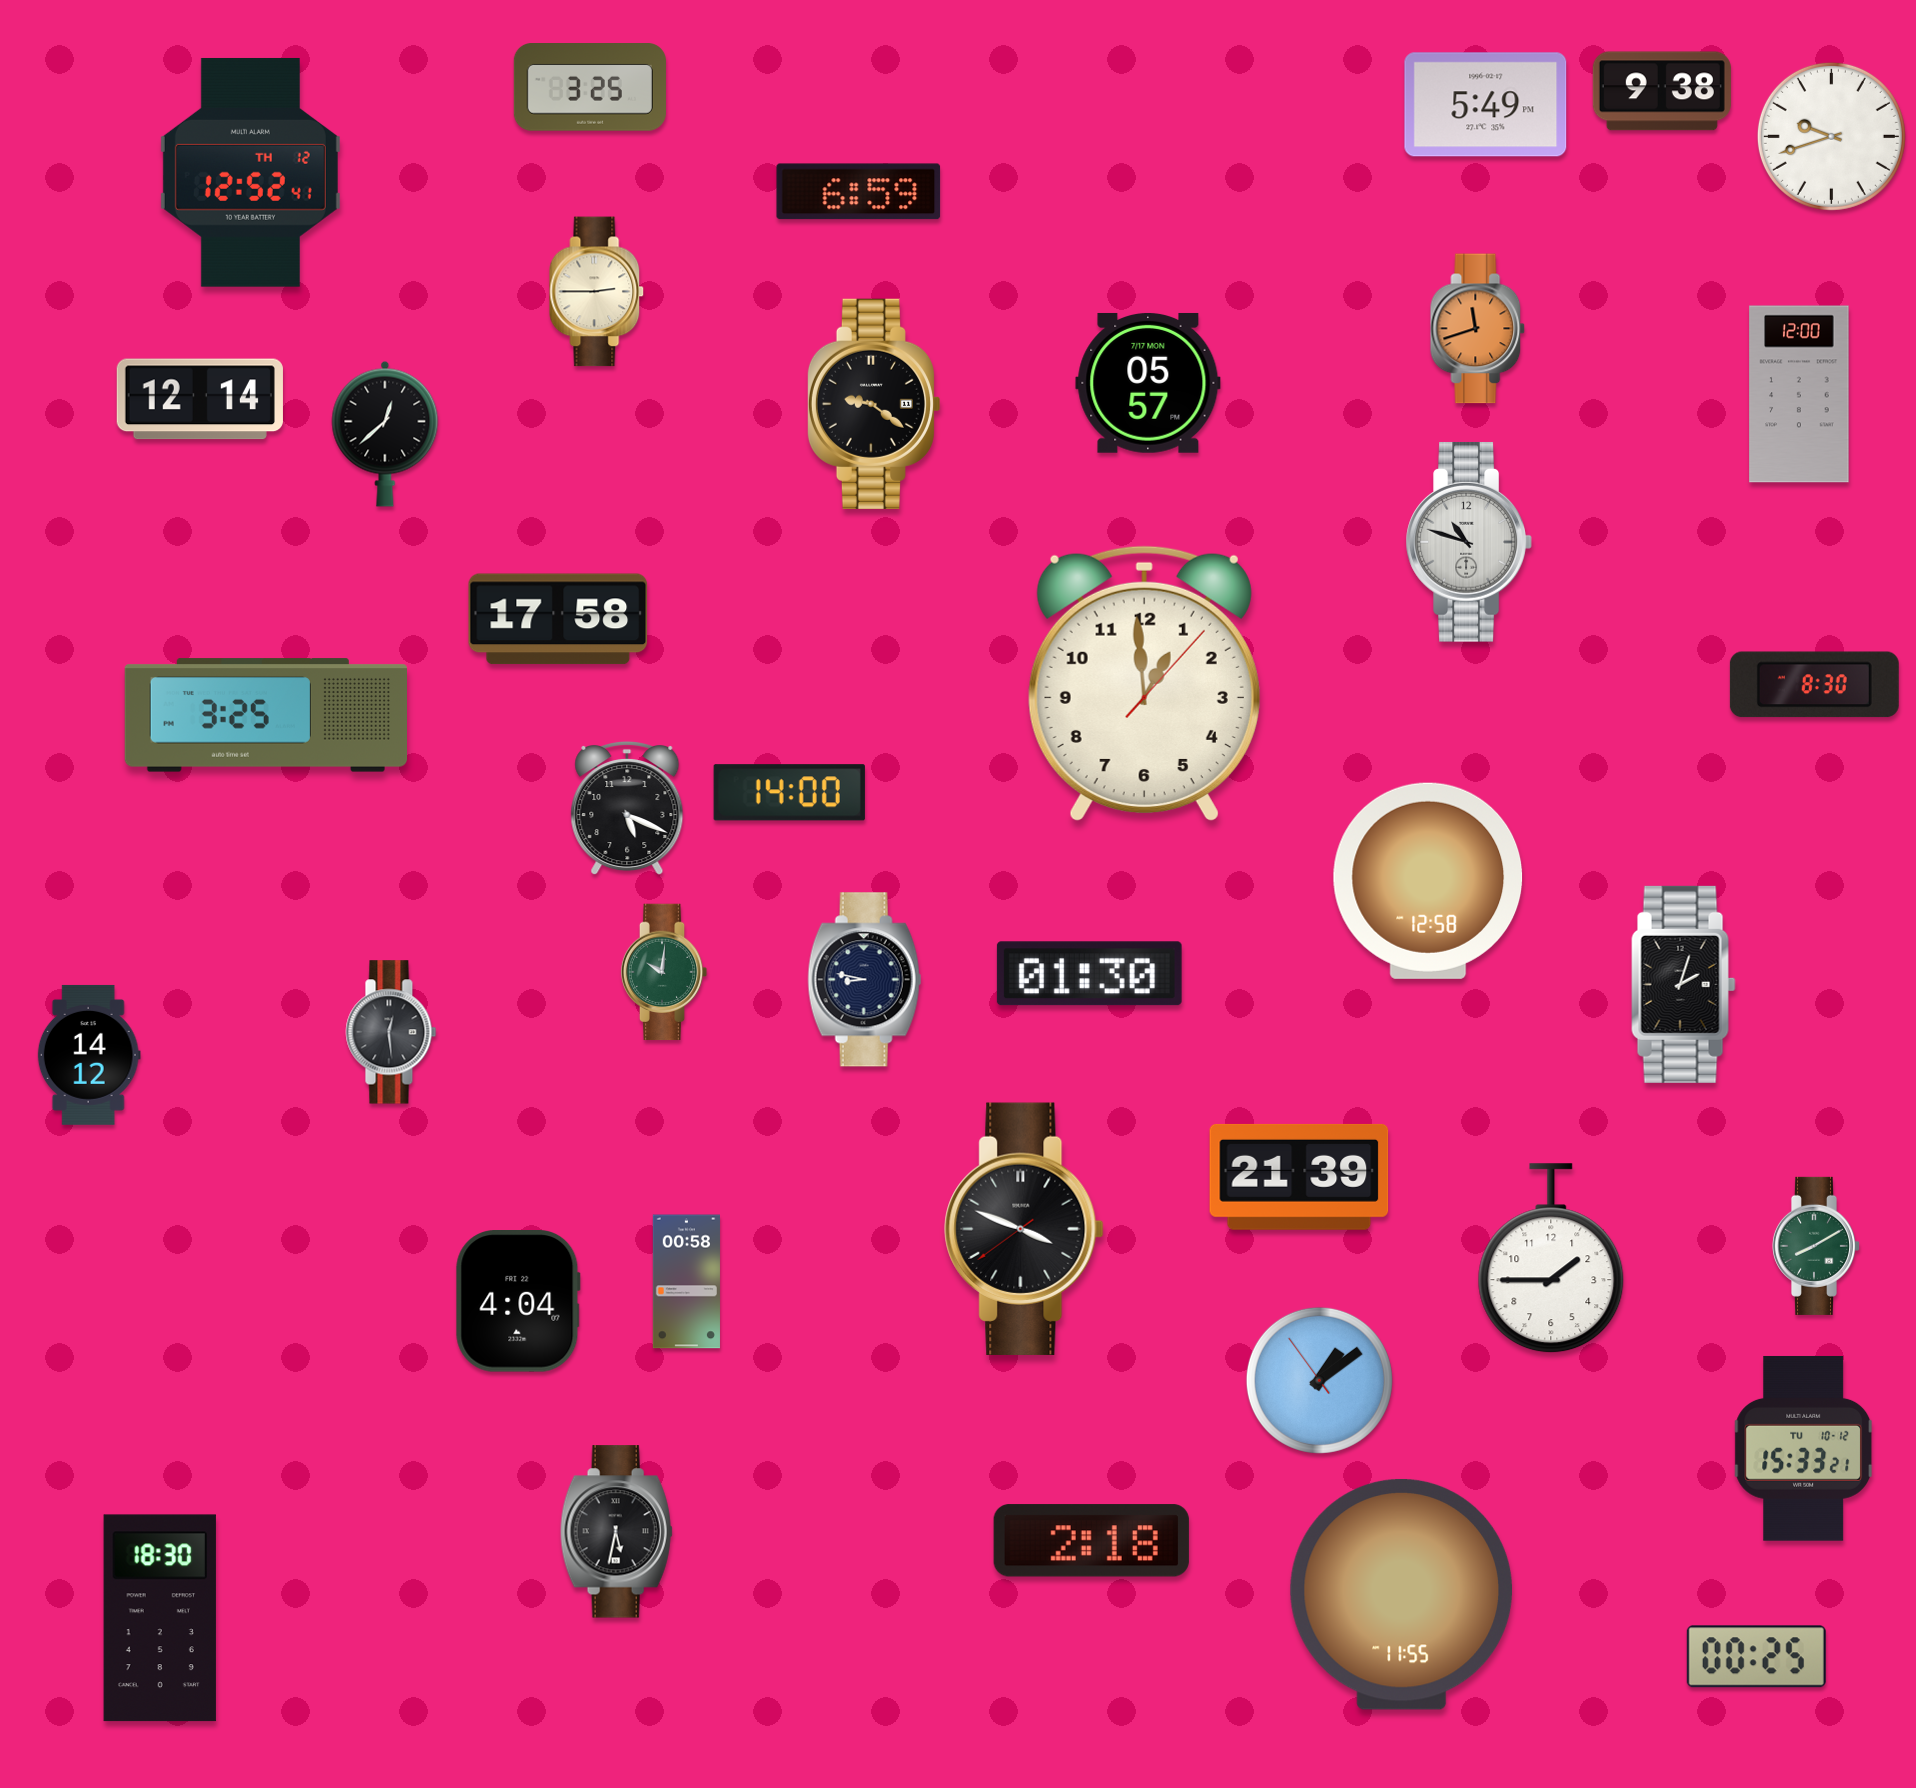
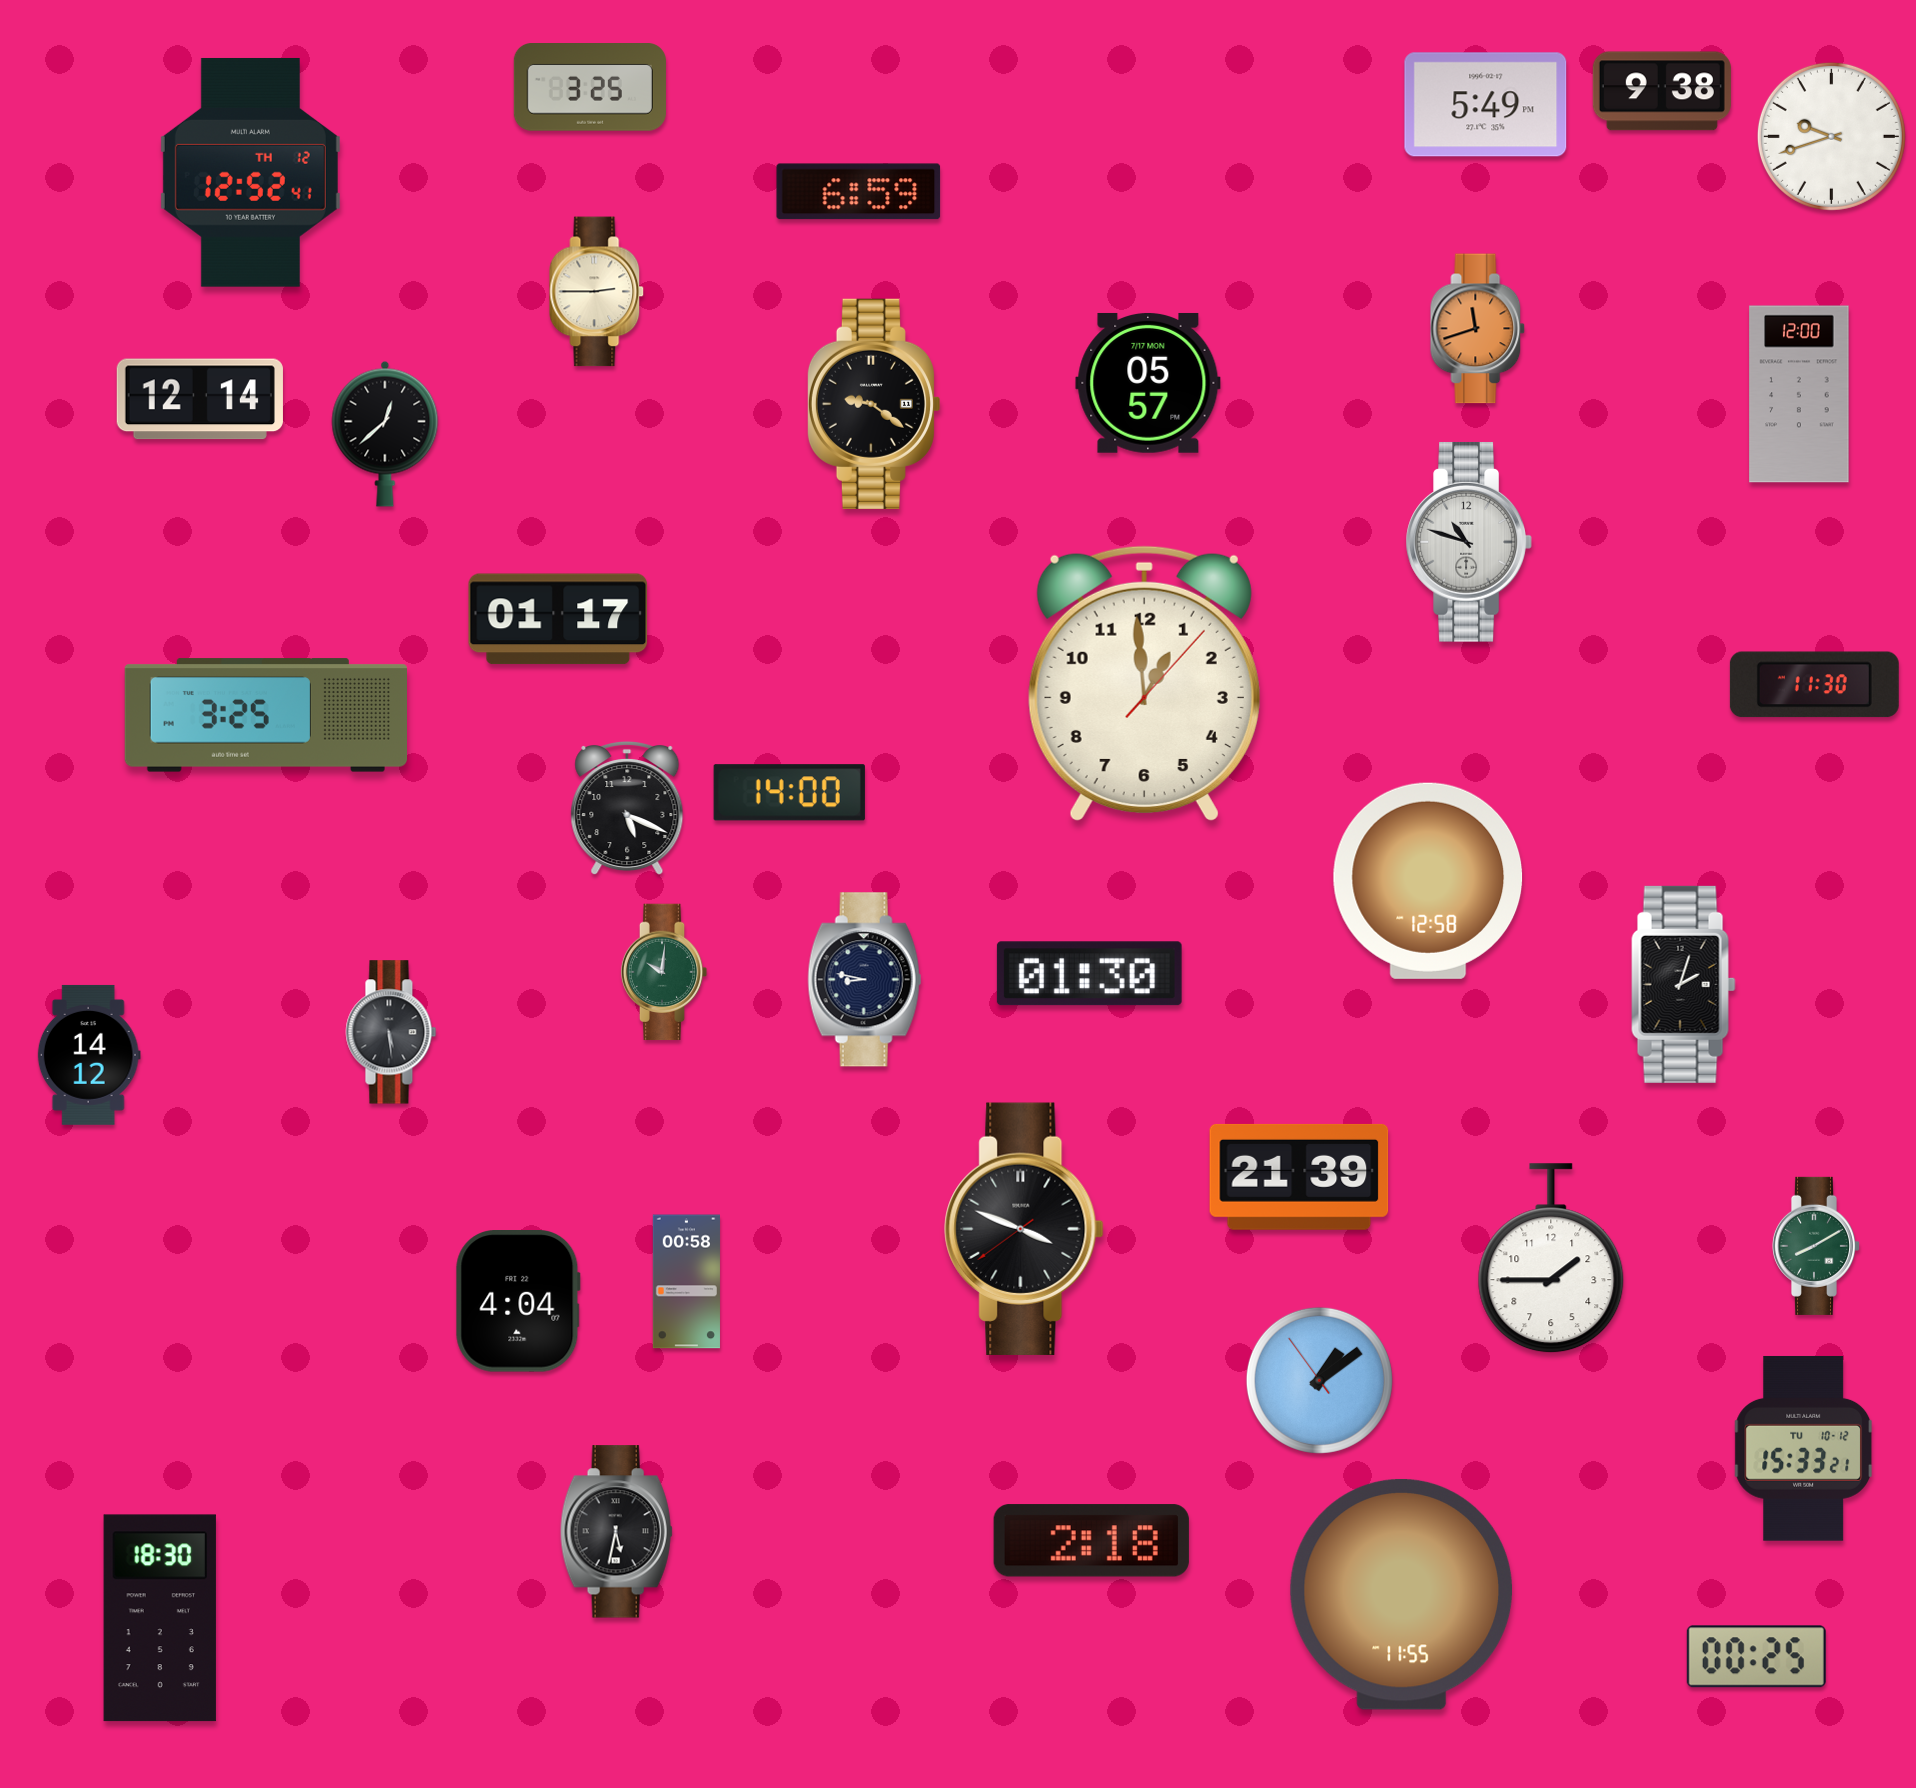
clock at (558, 619): 17:58 -> 01:17
clock at (1814, 685): 8:30 -> 11:30
clock at (391, 1032): 12:29 -> 5:29
